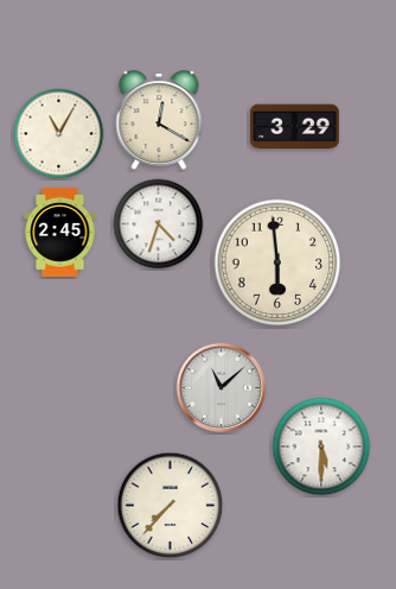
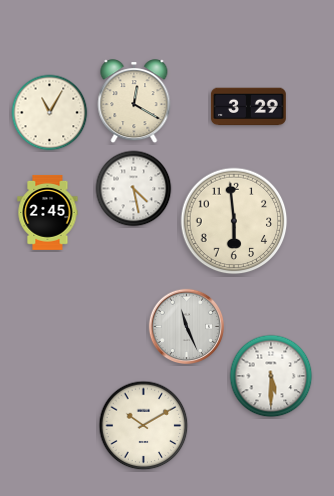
clock at (159, 224): 4:33 -> 4:28
clock at (60, 232) position: (60, 232) -> (48, 212)
clock at (222, 388): 11:08 -> 11:26
clock at (171, 506): 7:37 -> 10:10
